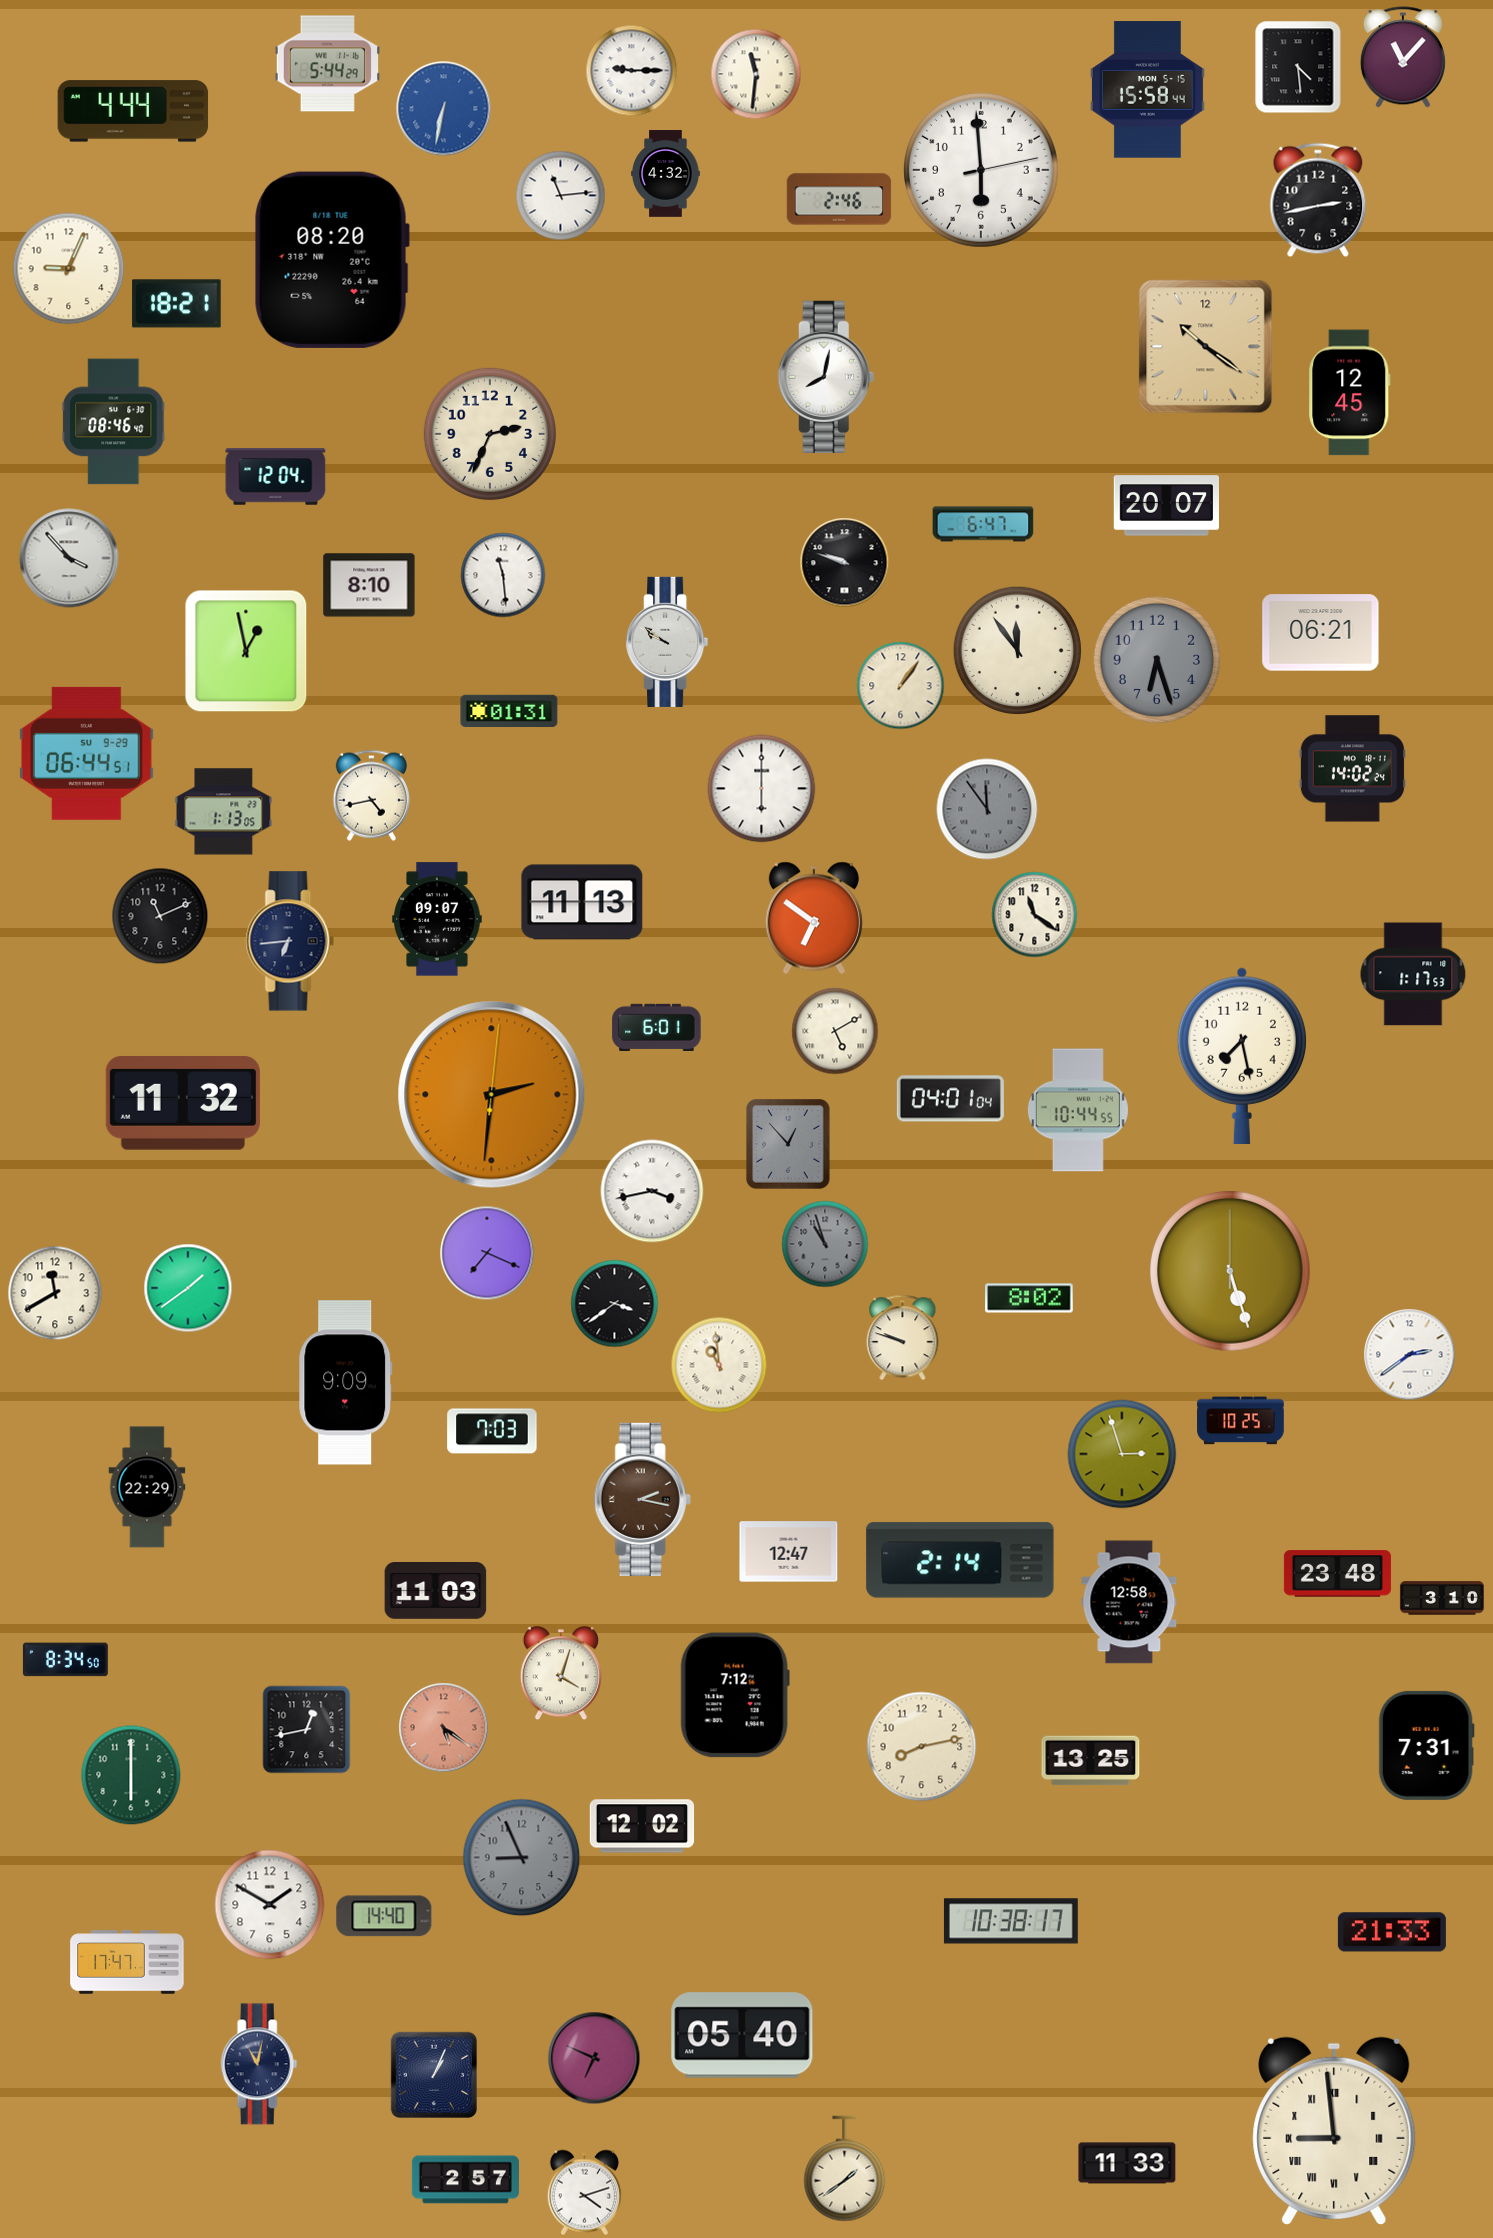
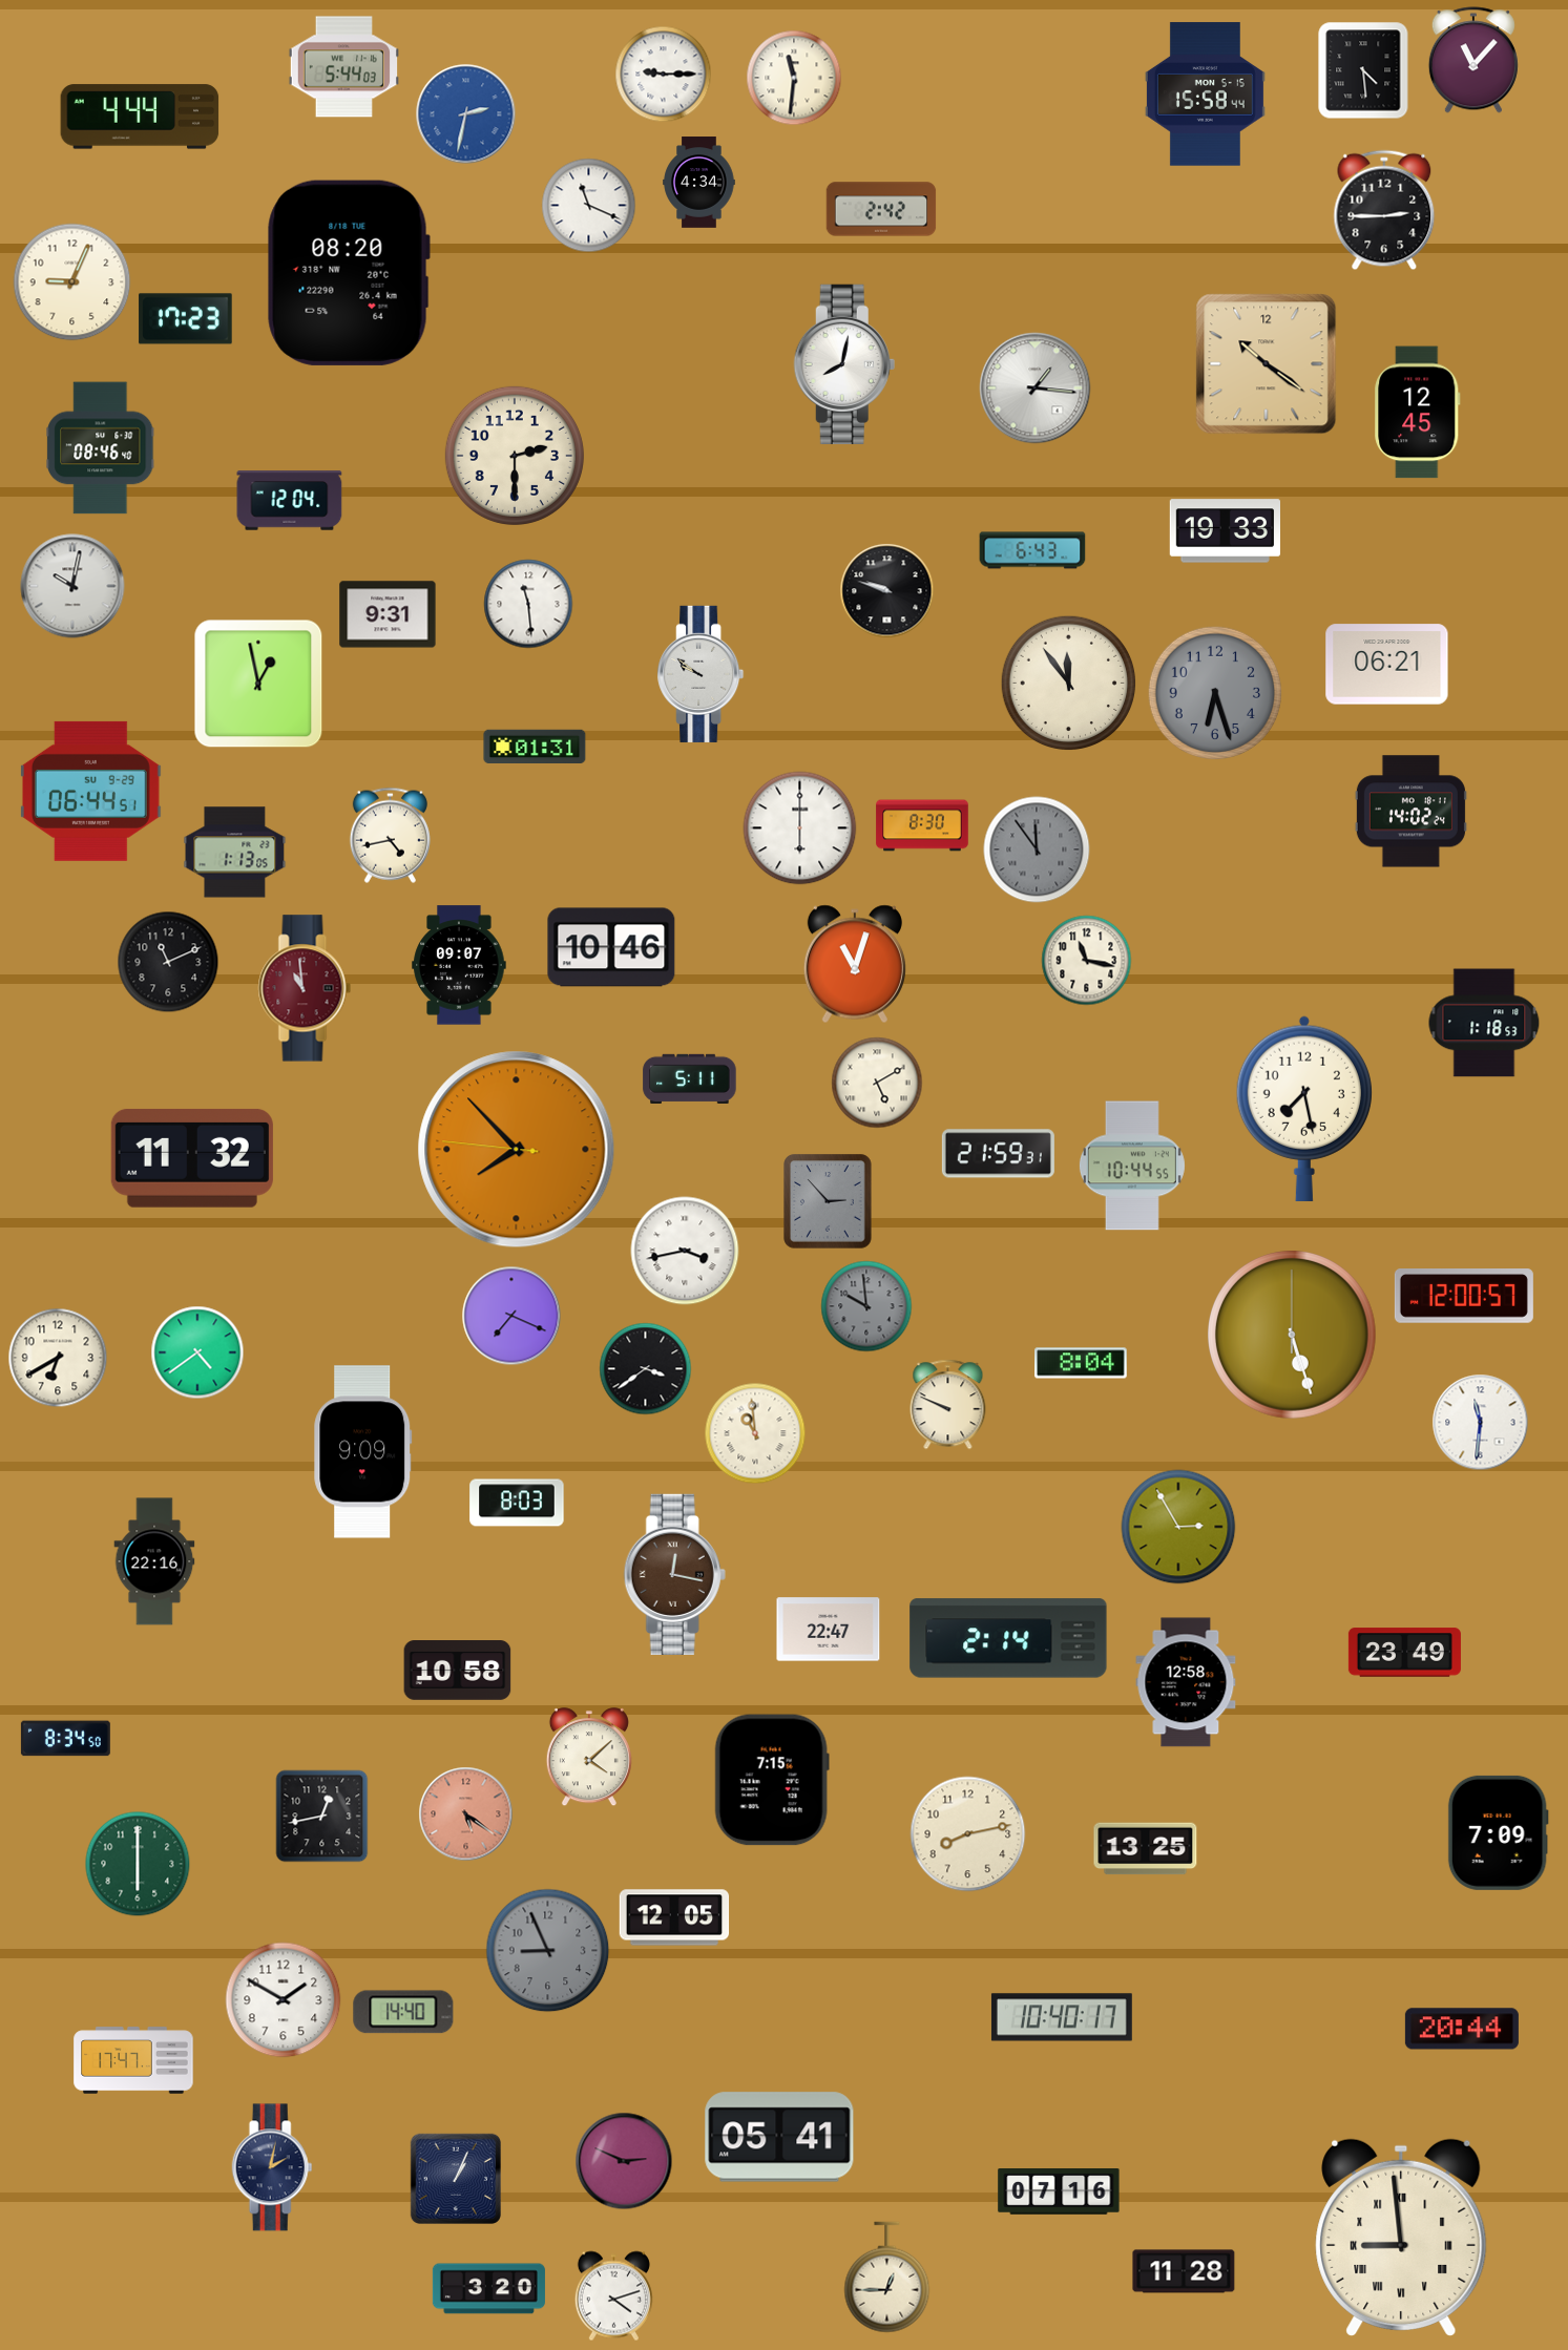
clock at (327, 64): 5:44:29 -> 5:44:03
clock at (444, 109): 6:32 -> 2:32
clock at (981, 170): 5:59 -> none
clock at (666, 174): 4:32 -> 4:34
clock at (561, 196): 11:14 -> 11:19
clock at (839, 199): 2:46 -> 2:42
clock at (1318, 200): 2:43 -> 2:45
clock at (177, 304): 18:21 -> 17:23
clock at (1036, 389): none -> 1:16
clock at (826, 376) position: (826, 376) -> (844, 363)
clock at (114, 422) position: (114, 422) -> (101, 448)
clock at (490, 434): 2:34 -> 2:30
clock at (1166, 506): 20:07 -> 19:33
clock at (983, 524): 6:47 -> 6:43
clock at (69, 558): 3:53 -> 10:02
clock at (369, 585): 8:10 -> 9:31
clock at (901, 686): 1:06 -> none
clock at (1352, 769) position: (1352, 769) -> (1410, 812)
clock at (922, 825): none -> 8:30
clock at (582, 902): 11:13 -> 10:46
clock at (1035, 915): 11:21 -> 11:17
clock at (814, 918): 6:51 -> 11:03
clock at (290, 941): 6:44 -> 10:59
clock at (290, 941) dial: navy -> burgundy
clock at (1413, 974): 1:17 -> 1:18
clock at (657, 1027): 6:01 -> 5:11
clock at (492, 1095): 2:31 -> 7:52
clock at (950, 1099): 04:01 -> 21:59
clock at (788, 1144): 12:53 -> 2:53
clock at (1464, 1296): none -> 12:00
clock at (825, 1244): 10:57 -> 9:59
clock at (188, 1288): 1:39 -> 4:39
clock at (55, 1293): 11:40 -> 6:40
clock at (1029, 1298): 8:02 -> 8:04
clock at (903, 1338): 9:48 -> 9:49
clock at (1410, 1355): 2:39 -> 11:31
clock at (1241, 1421): 10:25 -> none
clock at (492, 1431): 7:03 -> 8:03
clock at (1122, 1454): 2:57 -> 2:55
clock at (147, 1487): 22:29 -> 22:16
clock at (642, 1499): 2:17 -> 12:17
clock at (789, 1552): 12:47 -> 22:47
clock at (1337, 1574): 23:48 -> 23:49
clock at (436, 1591): 11:03 -> 10:58
clock at (1442, 1598): 3:10 -> none
clock at (65, 1660) position: (65, 1660) -> (65, 1739)
clock at (561, 1674): 4:03 -> 4:08
clock at (735, 1695): 7:12 -> 7:15
clock at (1426, 1745): 7:31 -> 7:09
clock at (642, 1826): 12:02 -> 12:05
clock at (1011, 1921): 10:38 -> 10:40
clock at (1392, 1932): 21:33 -> 20:44
clock at (742, 2035): 05:40 -> 05:41
clock at (594, 2058): 6:49 -> 2:49
clock at (259, 2064): 11:02 -> 2:02
clock at (1059, 2192): none -> 07:16
clock at (1127, 2163): 11:33 -> 11:28
clock at (845, 2169): 1:39 -> 12:45
clock at (465, 2180): 2:57 -> 3:20
clock at (584, 2193) position: (584, 2193) -> (613, 2296)
